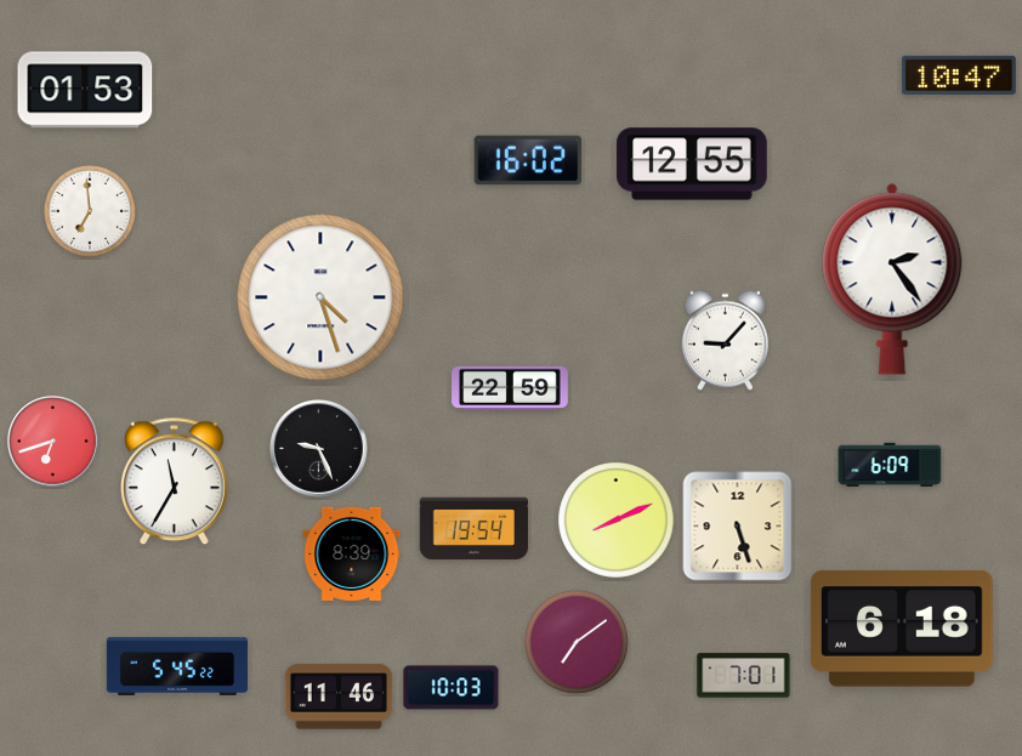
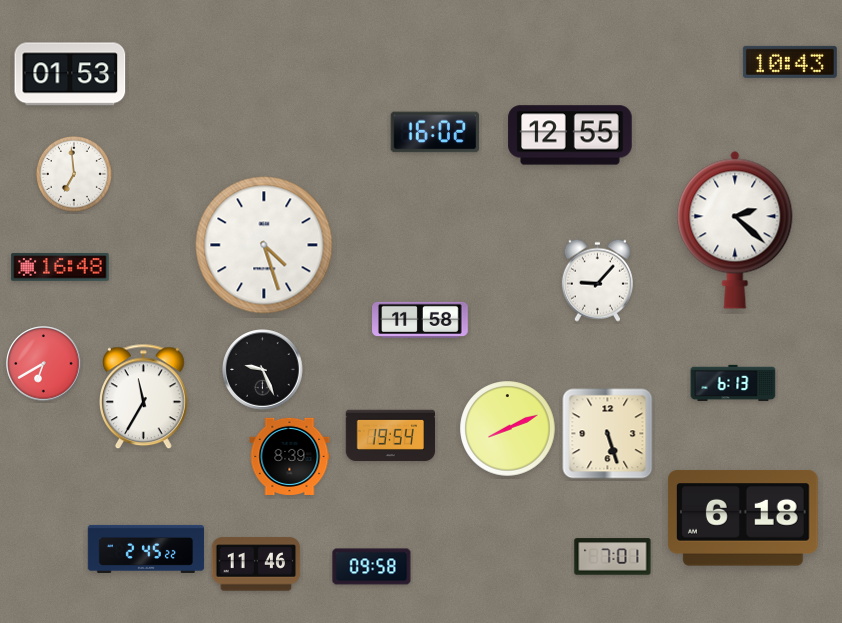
clock at (959, 75): 10:47 -> 10:43
clock at (892, 279): 2:24 -> 2:22
clock at (60, 267): none -> 16:48
clock at (510, 388): 22:59 -> 11:58
clock at (53, 442): 6:42 -> 6:40
clock at (890, 465): 6:09 -> 6:13
clock at (577, 642): 7:09 -> none
clock at (177, 666): 5:45 -> 2:45
clock at (452, 688): 10:03 -> 09:58
clock at (339, 697) position: (339, 697) -> (256, 564)
